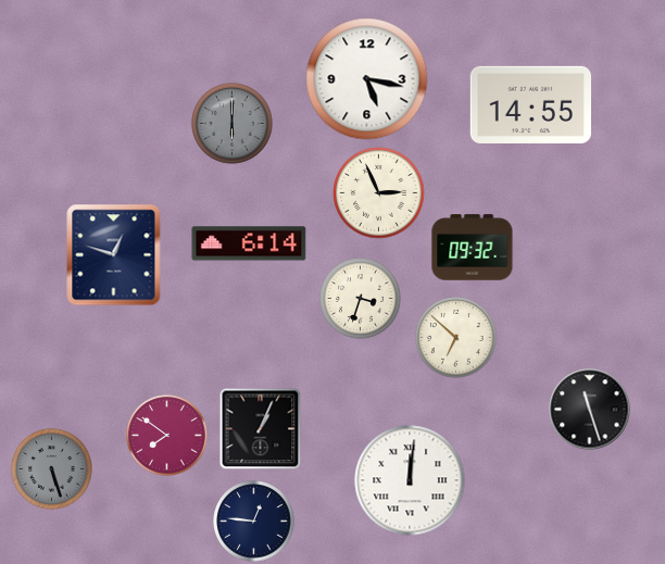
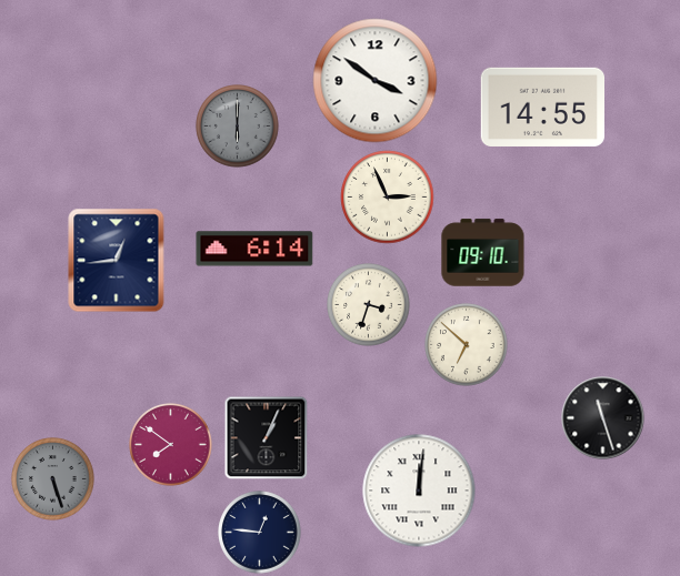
clock at (367, 79): 5:17 -> 3:51
clock at (473, 248): 09:32 -> 09:10
clock at (114, 255): 12:48 -> 12:44
